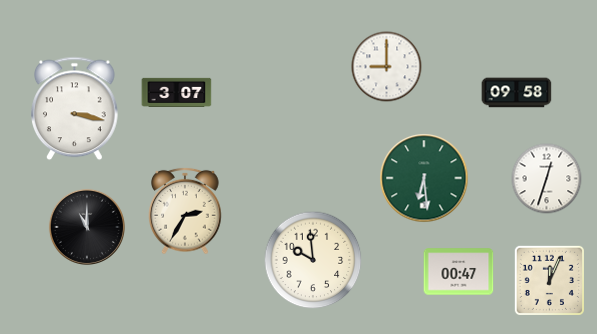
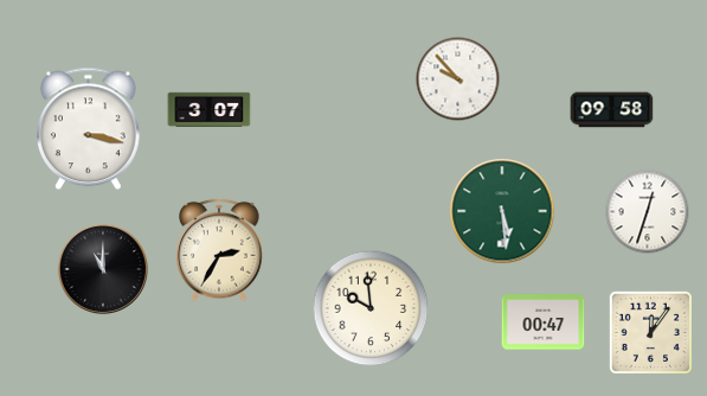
clock at (387, 67): 9:00 -> 9:53
clock at (424, 178): 6:29 -> 5:29
clock at (549, 280): 12:04 -> 12:06
